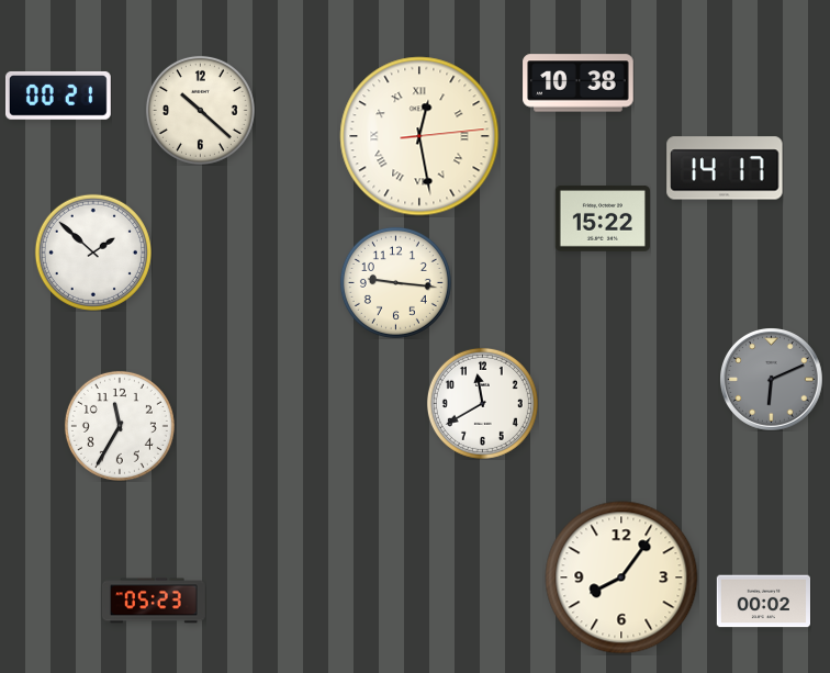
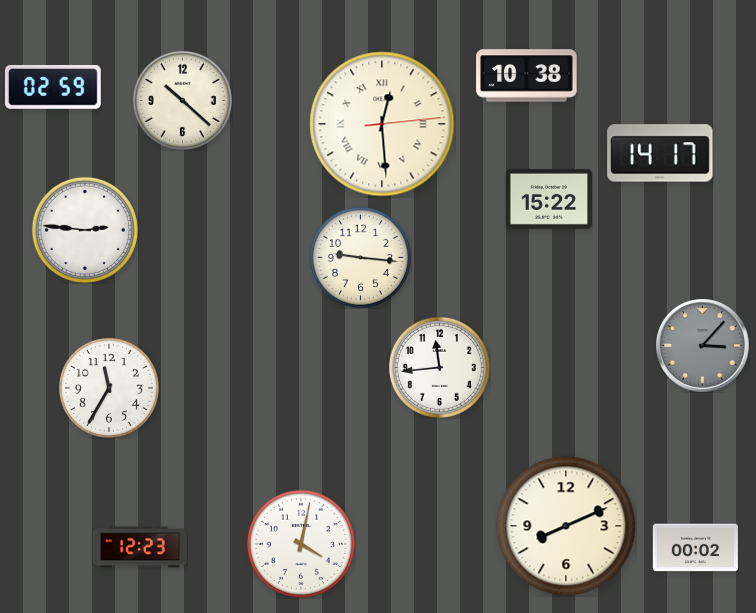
clock at (58, 96): 00:21 -> 02:59
clock at (419, 136): 12:28 -> 12:29
clock at (93, 253): 1:52 -> 2:46
clock at (772, 380): 6:11 -> 3:07
clock at (482, 403): 11:40 -> 11:44
clock at (621, 577): 8:06 -> 8:11
clock at (301, 544): none -> 4:02
clock at (154, 601): 05:23 -> 12:23
